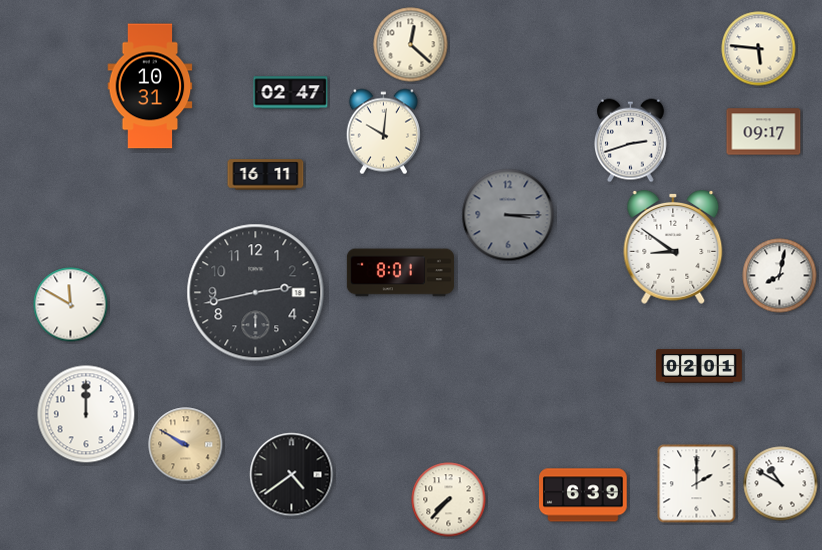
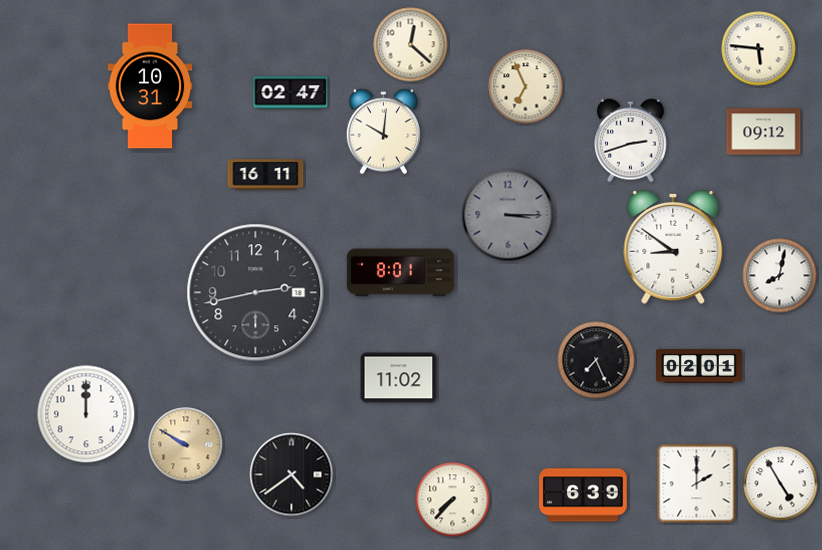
clock at (526, 87): none -> 6:56
clock at (764, 132): 09:17 -> 09:12
clock at (71, 305): 11:50 -> none
clock at (596, 360): none -> 7:26
clock at (399, 378): none -> 11:02
clock at (781, 484): 10:50 -> 4:55
clock at (449, 500) position: (449, 500) -> (453, 500)
